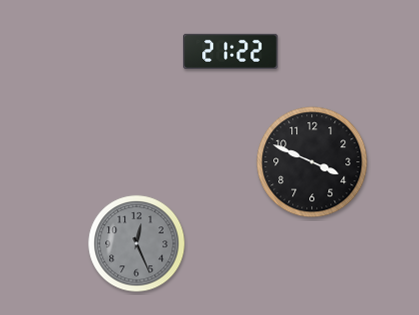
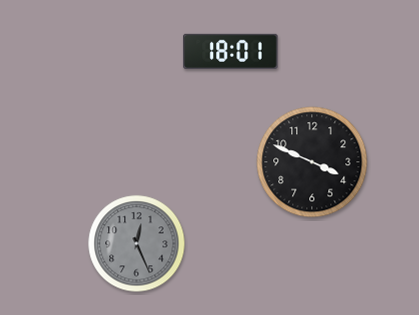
clock at (231, 51): 21:22 -> 18:01
